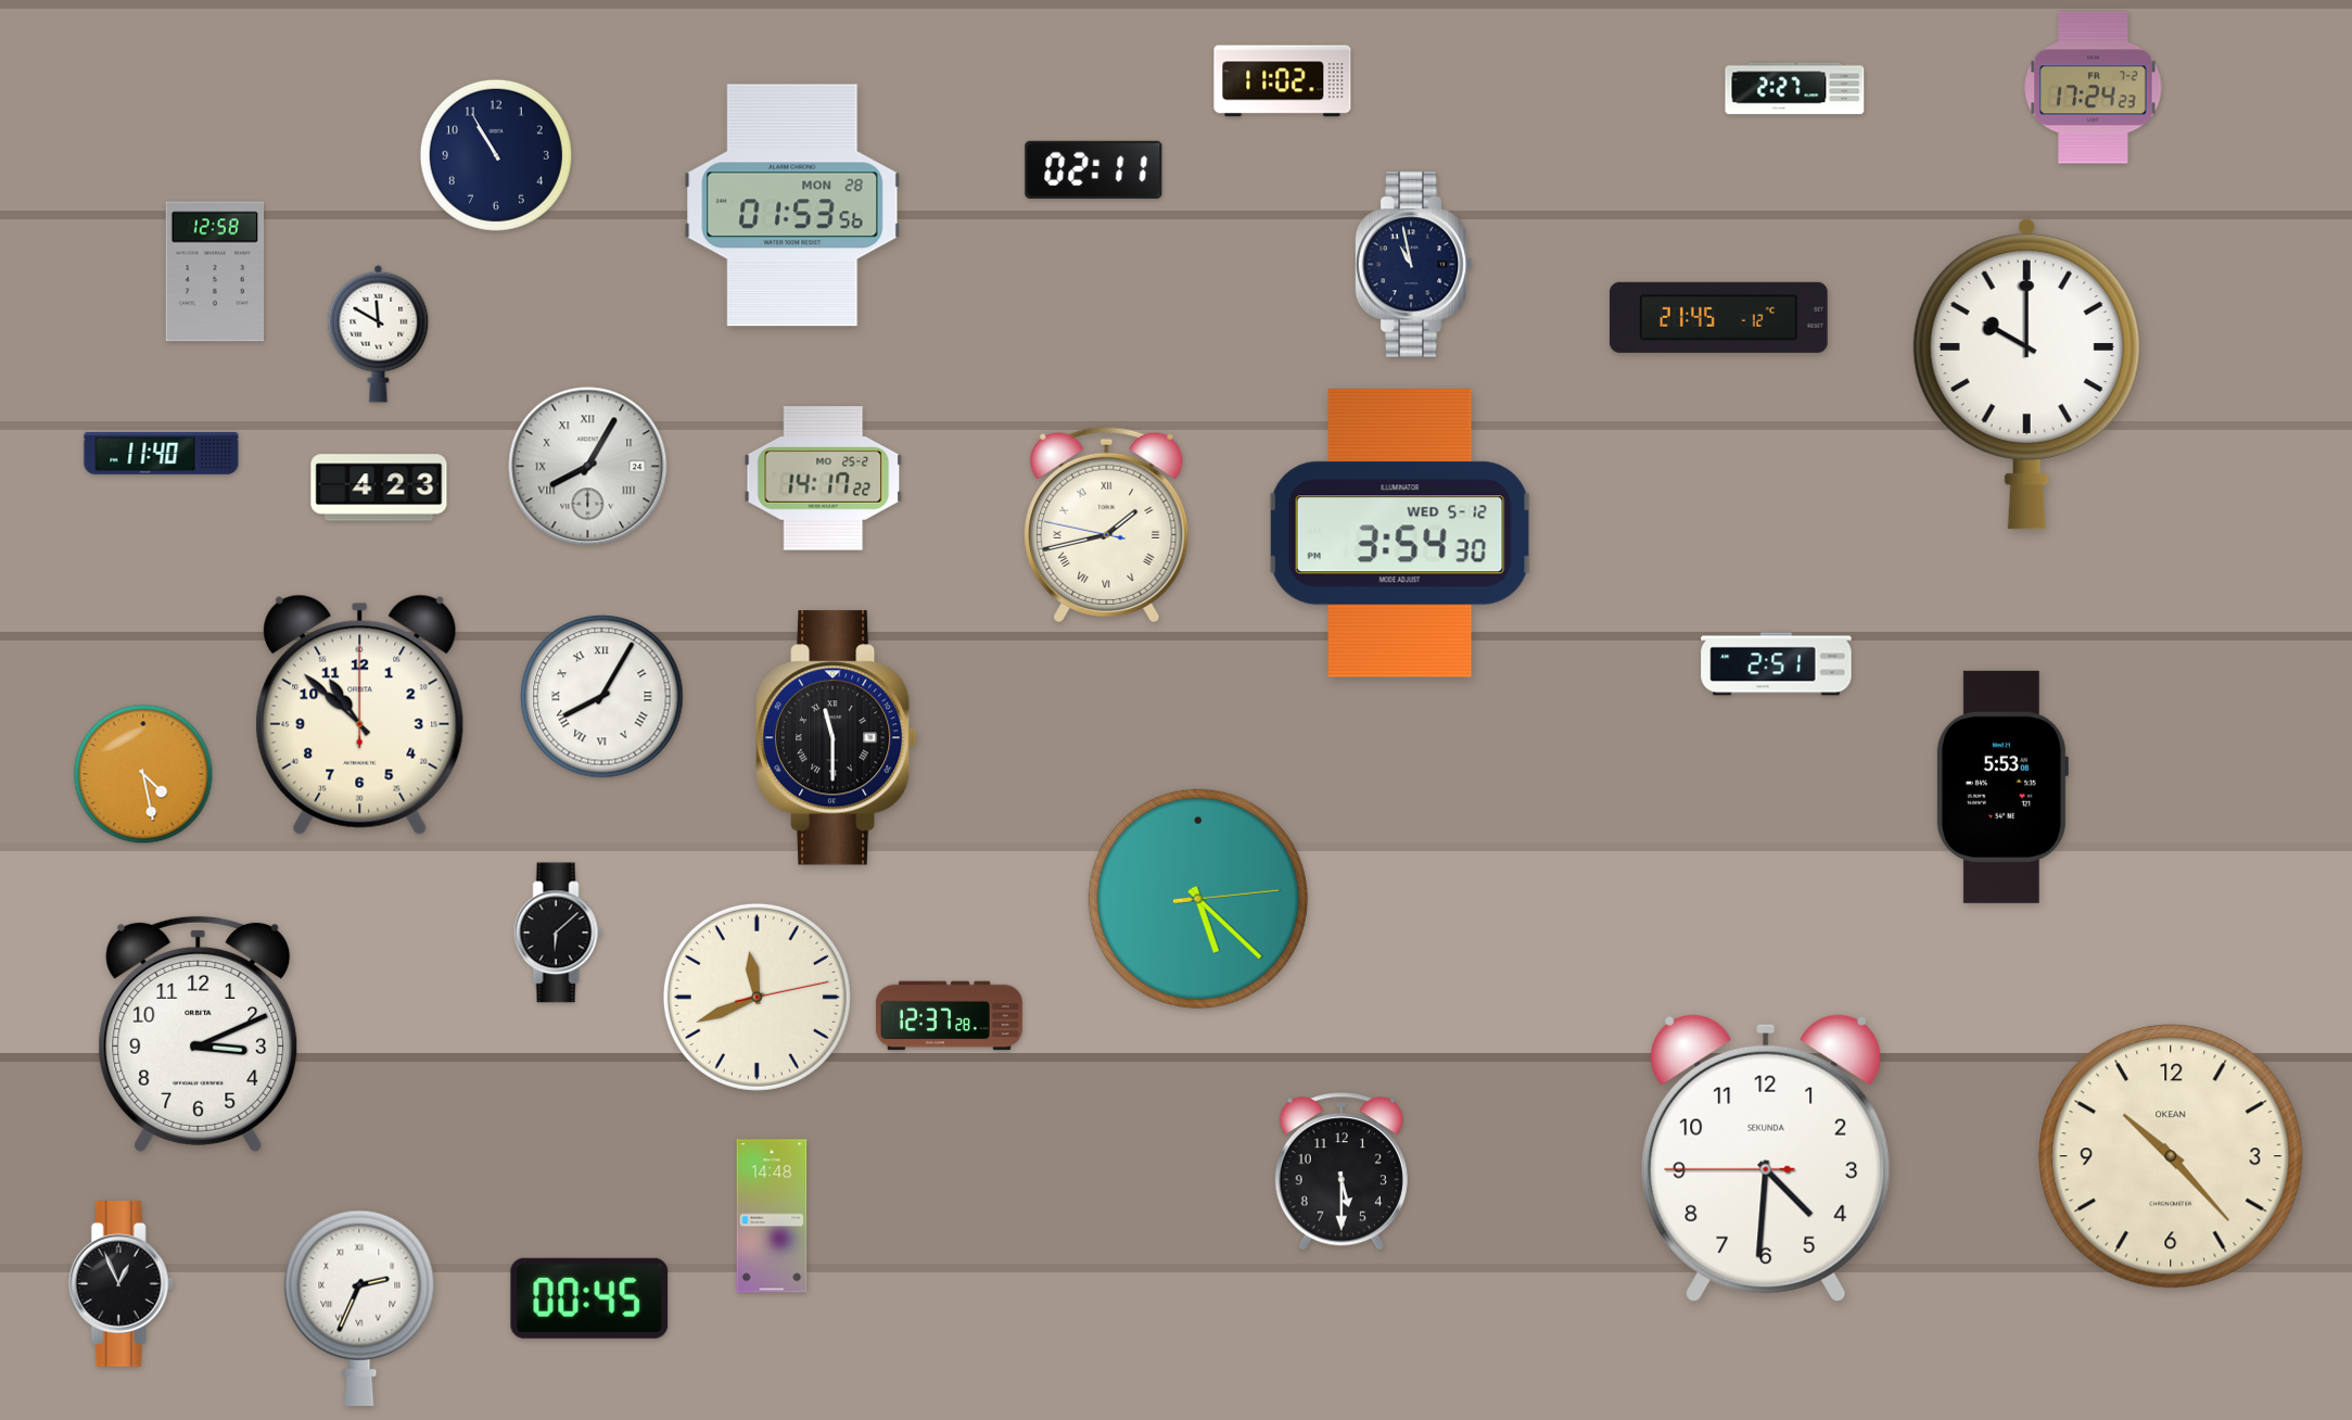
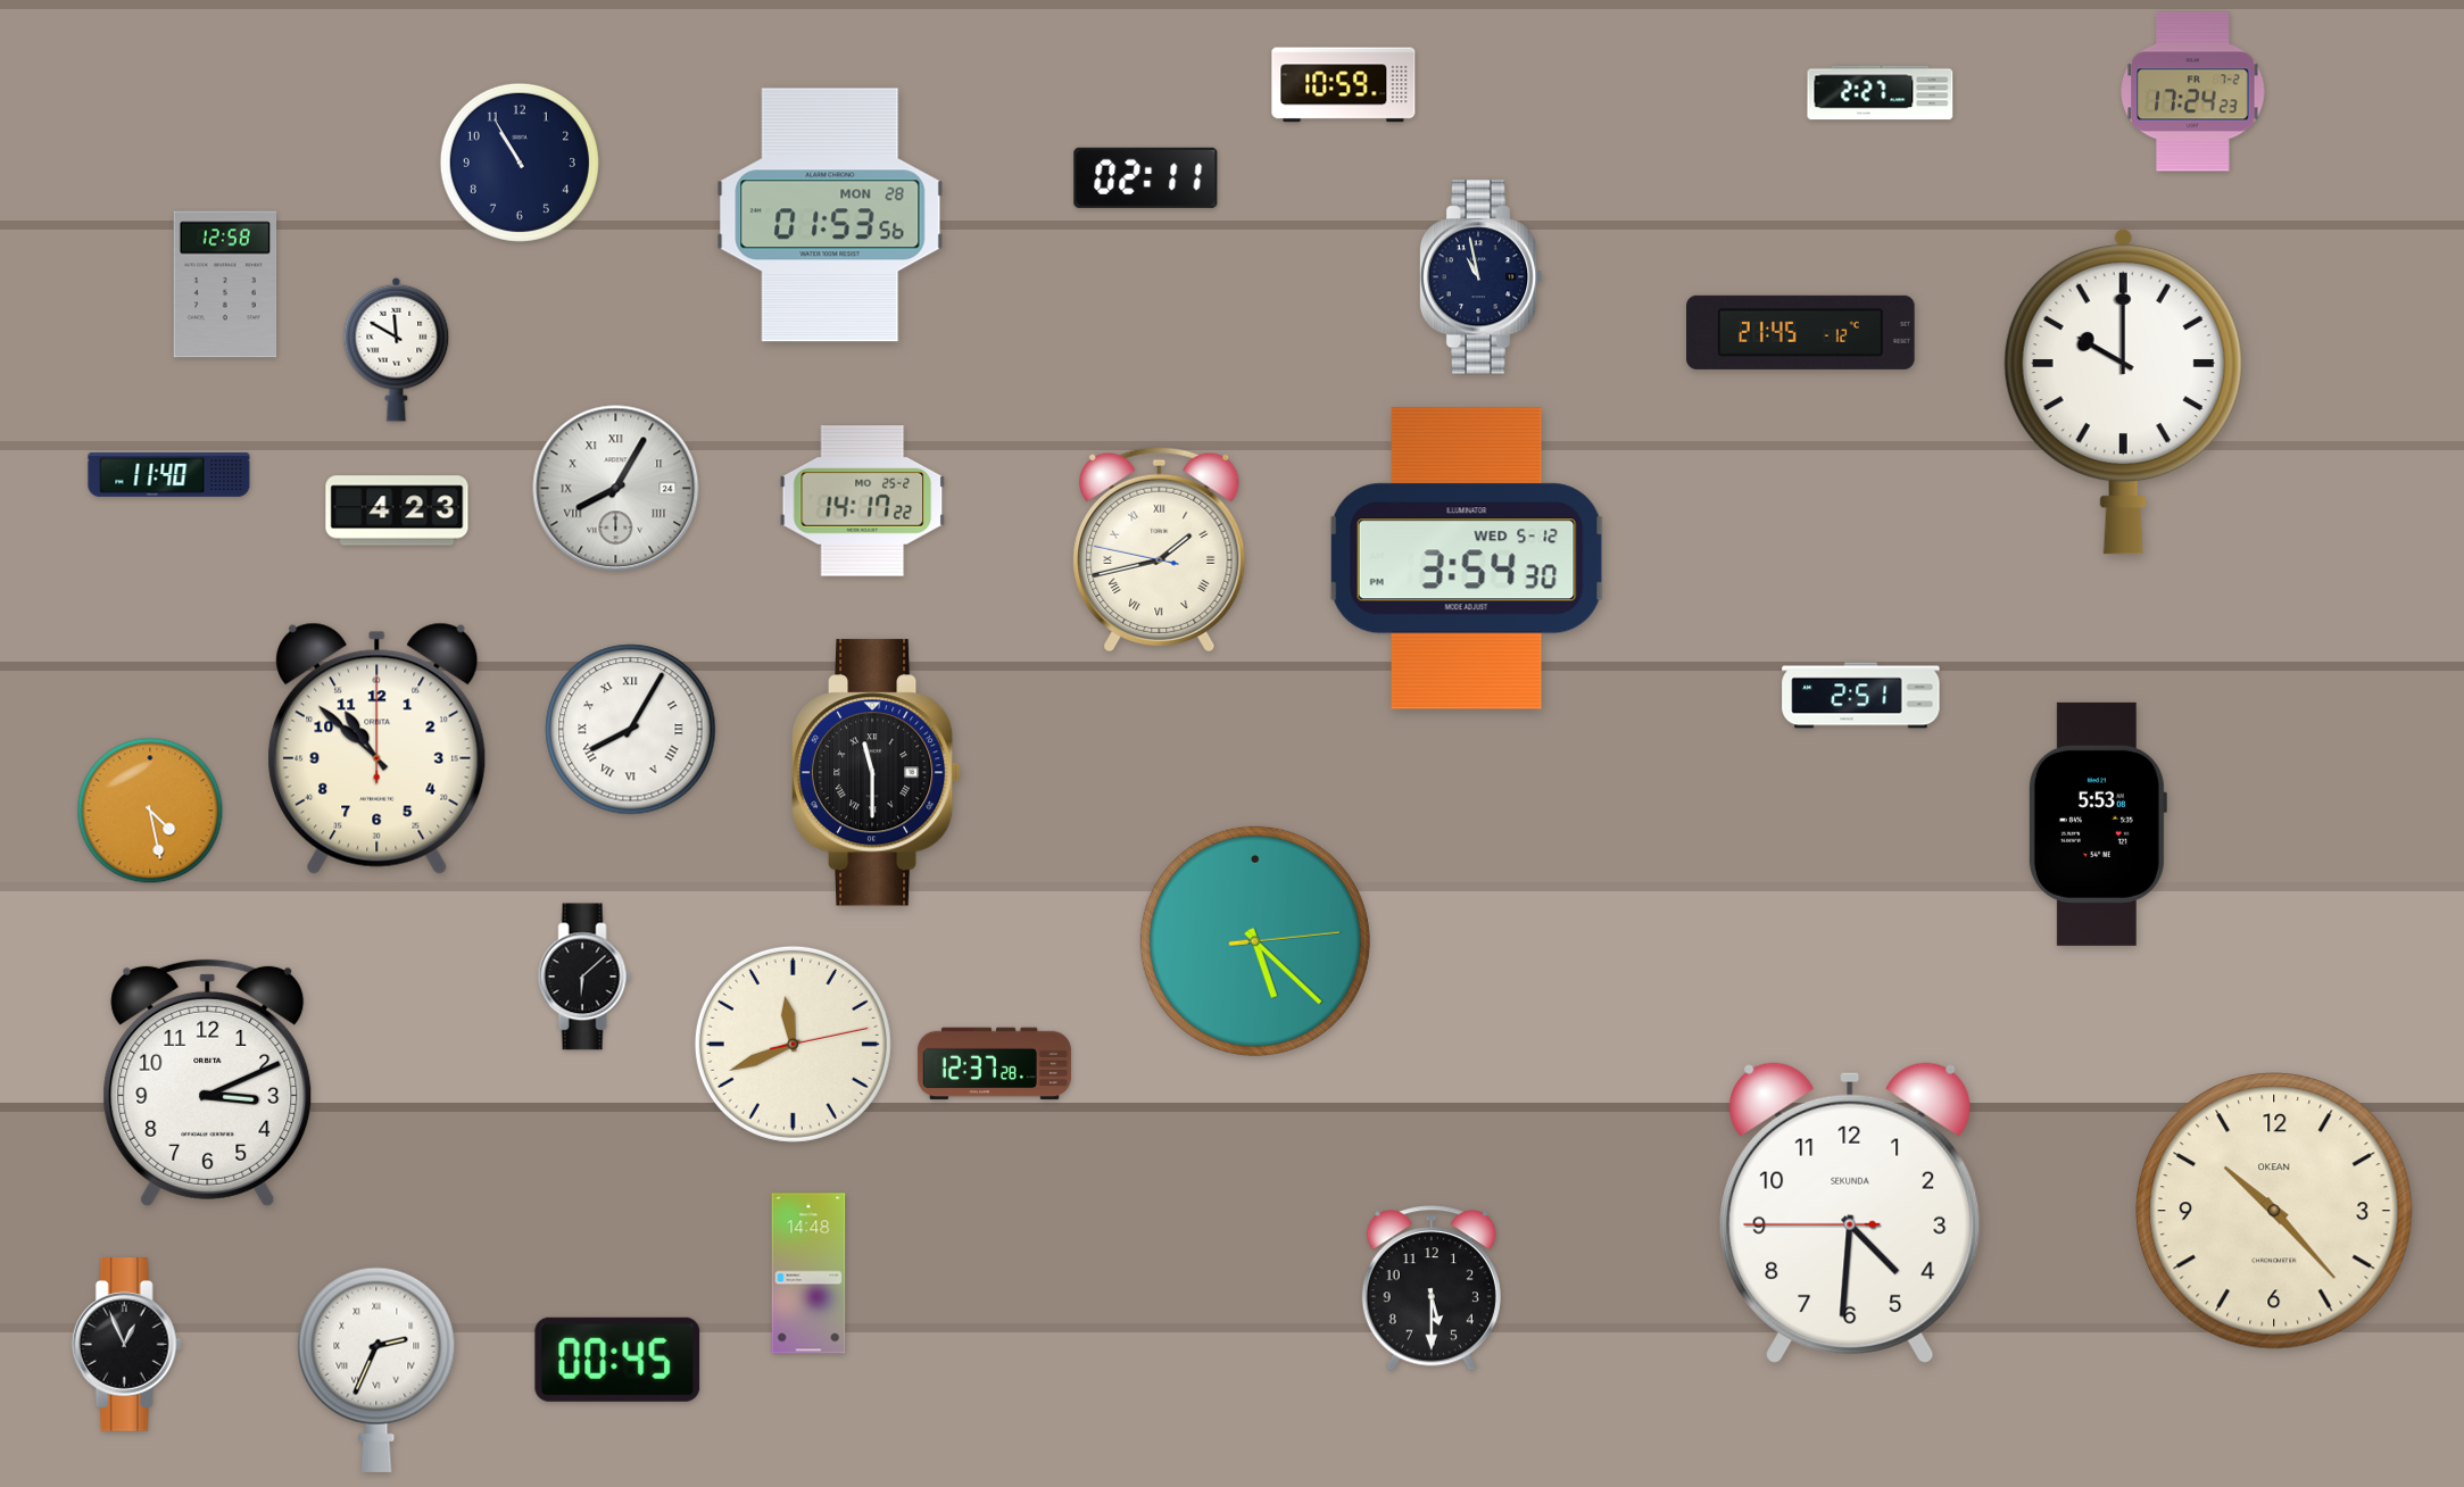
clock at (1283, 81): 11:02 -> 10:59
clock at (1342, 1171) position: (1342, 1171) -> (1432, 1288)
